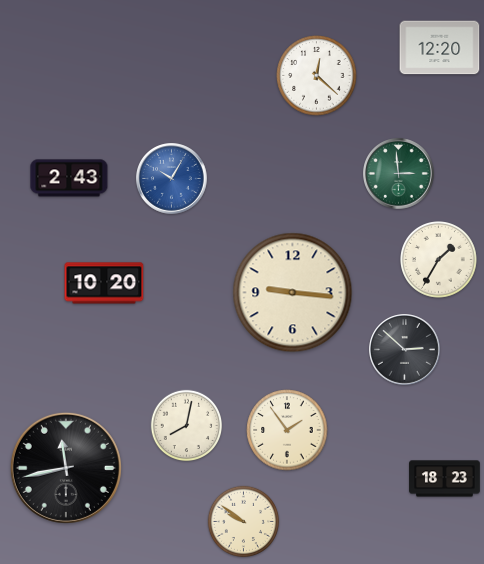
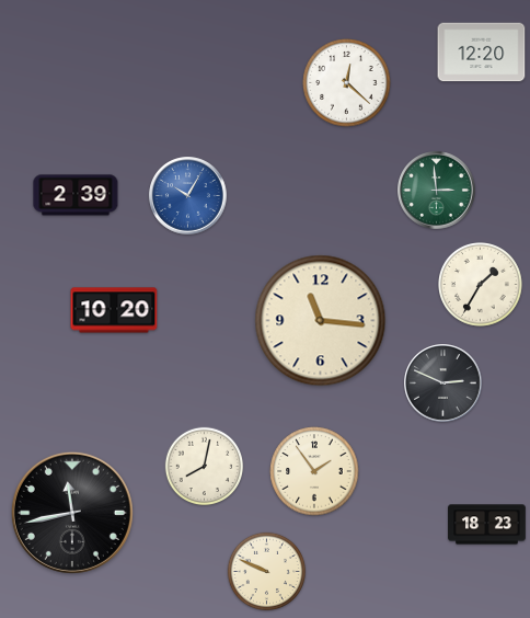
clock at (69, 178): 2:43 -> 2:39
clock at (293, 293): 9:16 -> 11:16
clock at (405, 350): 2:52 -> 2:49
clock at (244, 522): 9:51 -> 9:49
